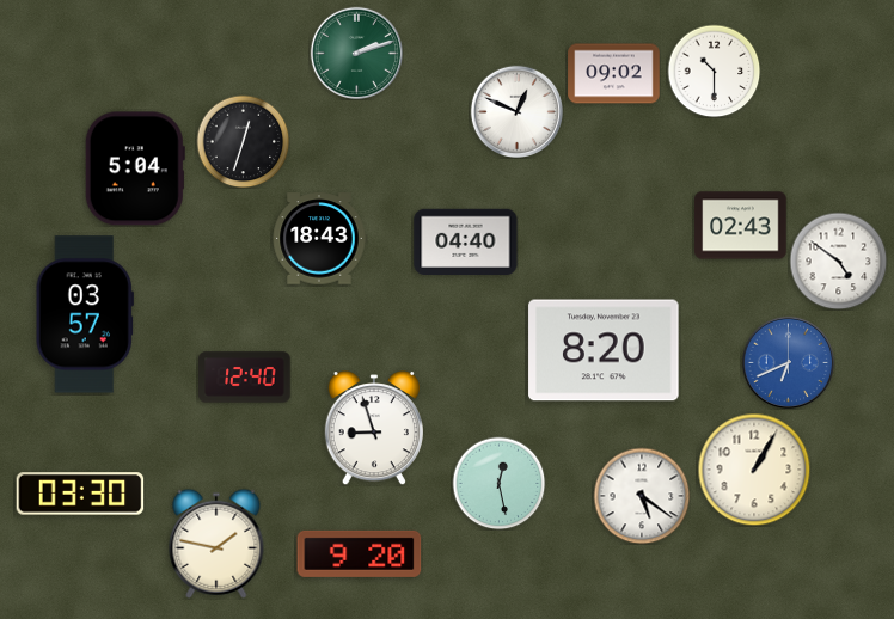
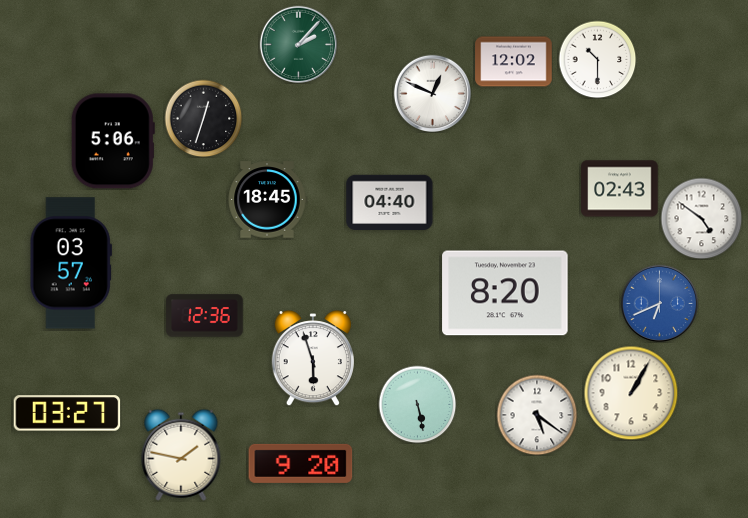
clock at (356, 53): 2:12 -> 2:07
clock at (614, 74): 09:02 -> 12:02
clock at (135, 168): 5:04 -> 5:06
clock at (319, 239): 18:43 -> 18:45
clock at (245, 378): 12:40 -> 12:36
clock at (374, 429): 8:57 -> 5:57
clock at (498, 483): 12:28 -> 5:28
clock at (80, 494): 03:30 -> 03:27
